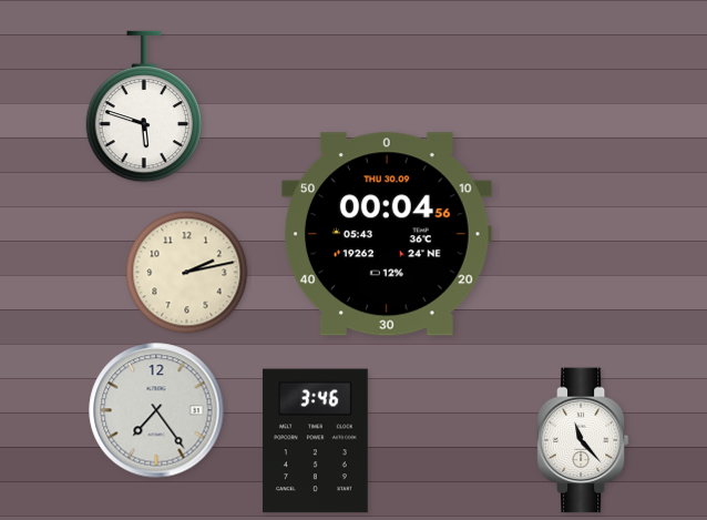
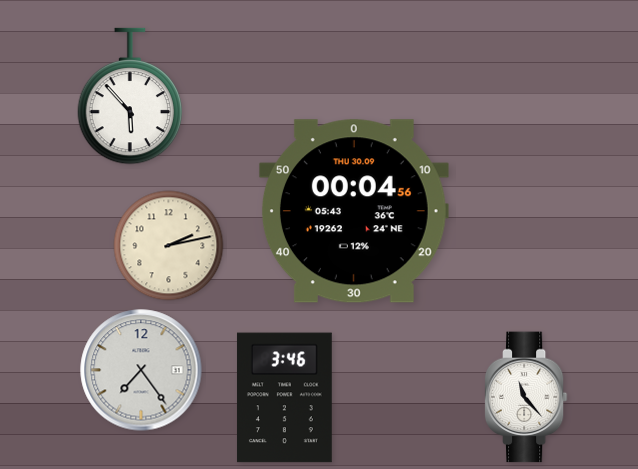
clock at (144, 106): 5:48 -> 5:53
clock at (387, 234) position: (387, 234) -> (354, 211)
